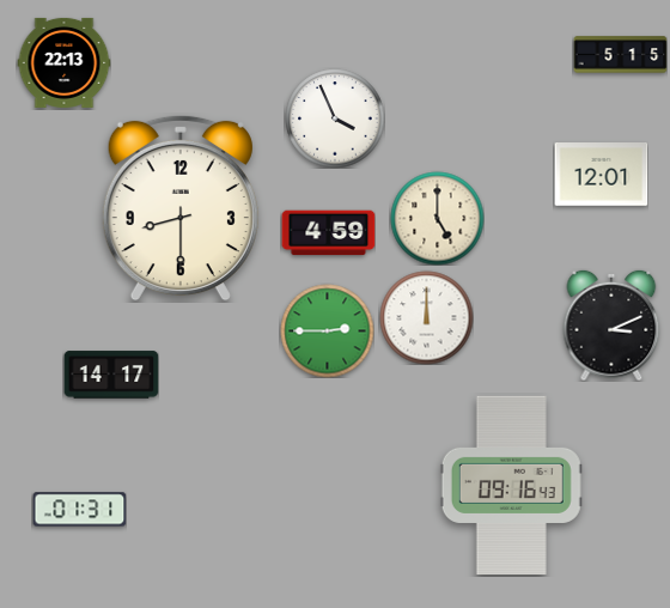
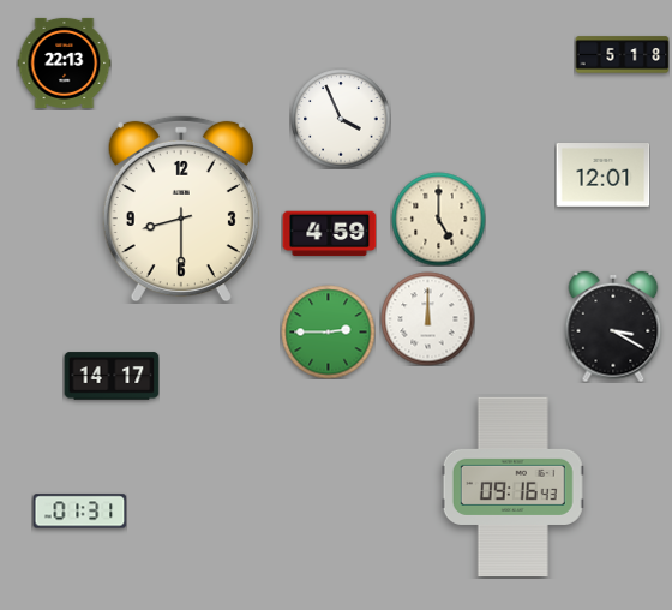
clock at (620, 55): 5:15 -> 5:18
clock at (335, 118) position: (335, 118) -> (341, 119)
clock at (611, 326): 3:11 -> 3:20
